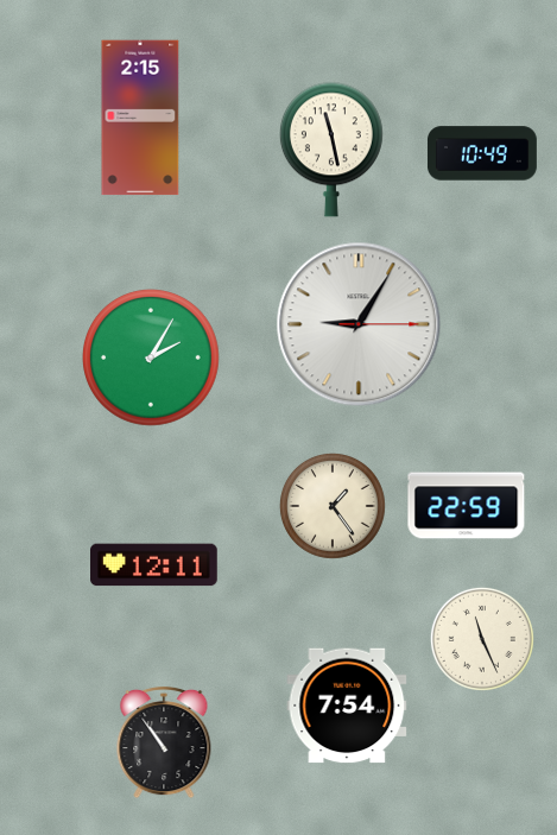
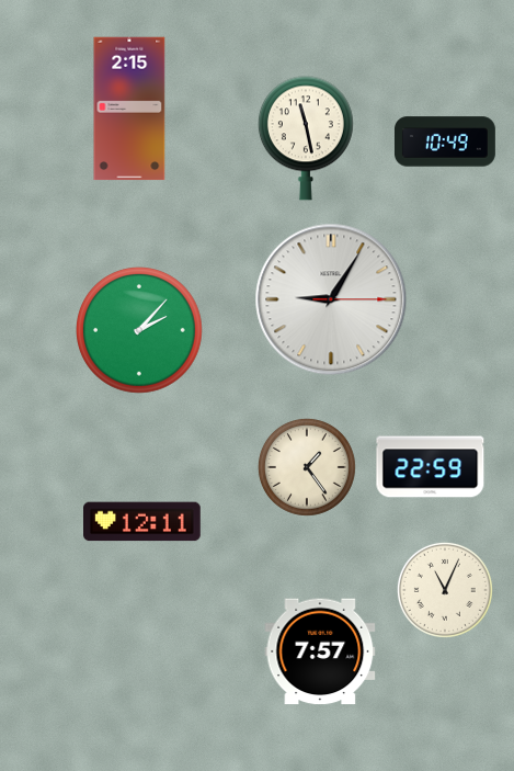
clock at (152, 359): 2:05 -> 2:07
clock at (482, 639): 11:26 -> 11:04
clock at (347, 706): 7:54 -> 7:57
clock at (164, 742): 10:54 -> none
